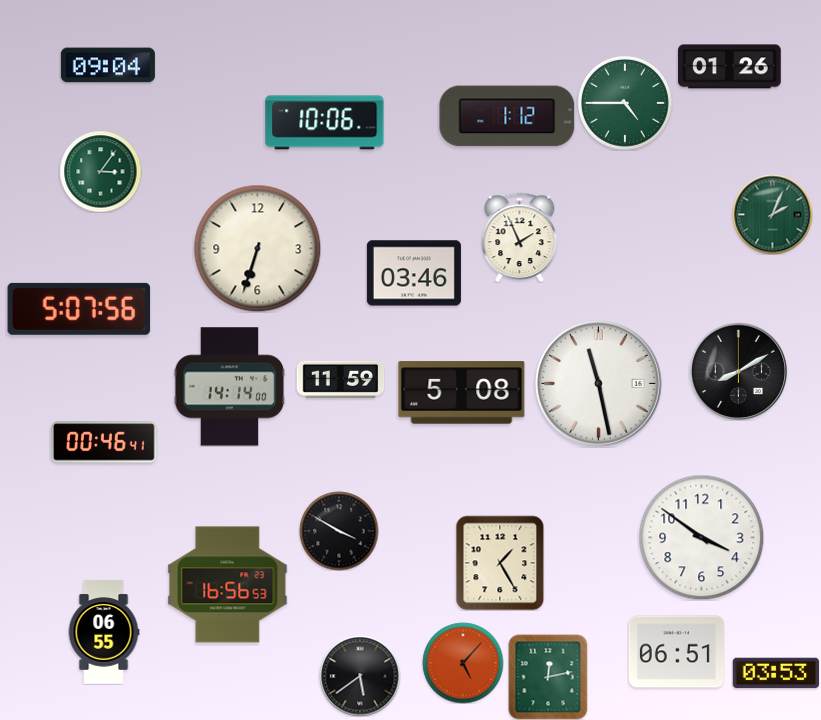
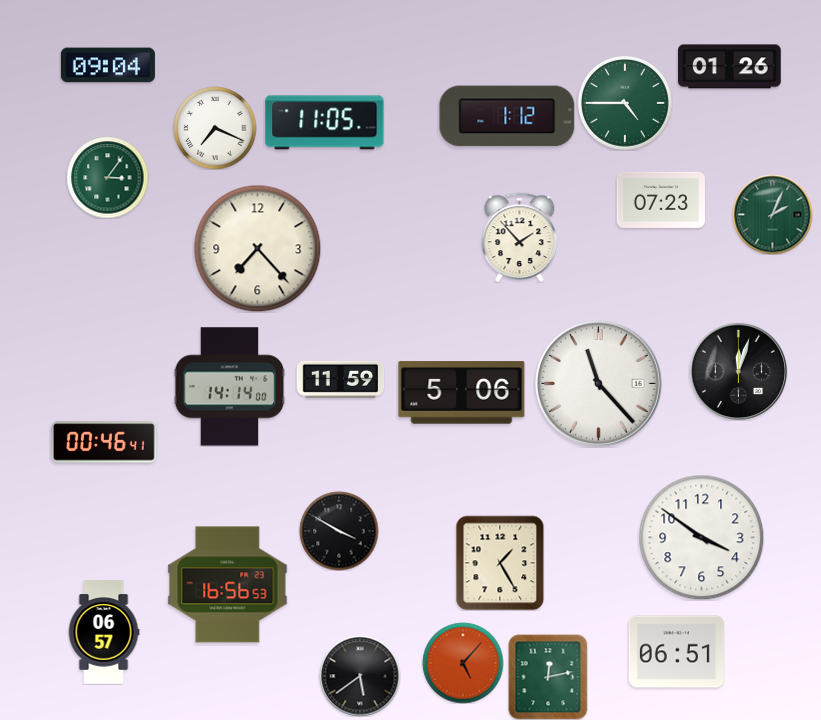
clock at (325, 123): 10:06 -> 11:05
clock at (215, 128): none -> 7:19
clock at (100, 171) position: (100, 171) -> (107, 177)
clock at (660, 200): none -> 07:23
clock at (520, 237): 1:56 -> 1:53
clock at (257, 248): 6:33 -> 7:23
clock at (414, 273): 03:46 -> none
clock at (79, 309): 5:07 -> none
clock at (738, 371): 8:10 -> 12:03
clock at (599, 384): 11:28 -> 11:23
clock at (462, 393): 5:08 -> 5:06
clock at (104, 632): 06:55 -> 06:57
clock at (776, 673): 03:53 -> none
